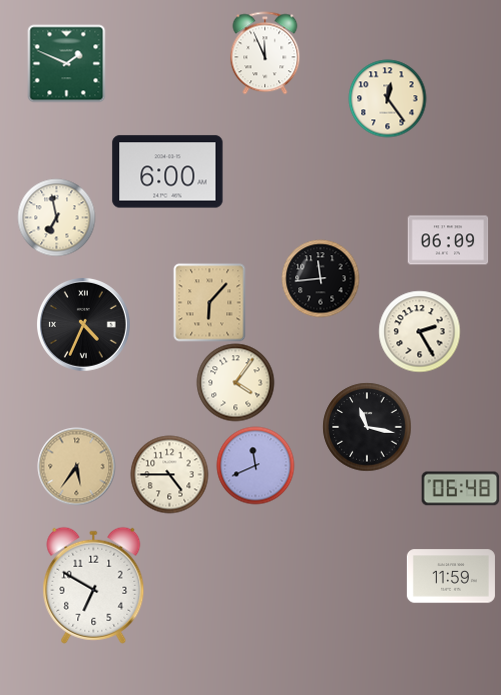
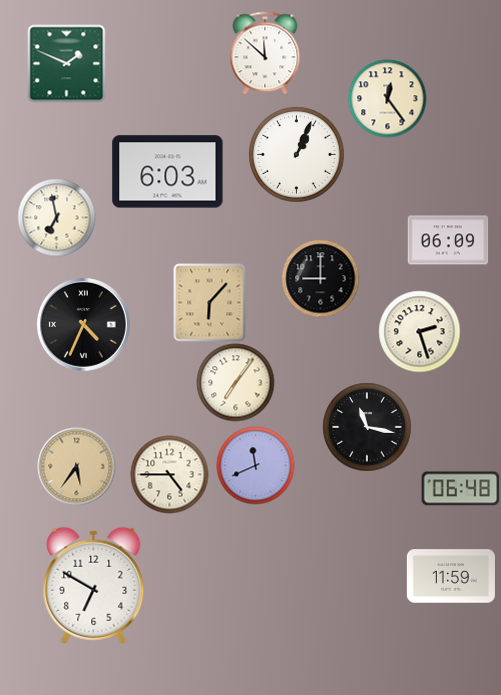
clock at (265, 53): 11:56 -> 11:52
clock at (297, 155): none -> 1:04
clock at (168, 172): 6:00 -> 6:03
clock at (320, 278): 11:44 -> 9:00
clock at (419, 331): 2:25 -> 2:27
clock at (235, 382): 4:06 -> 7:06
